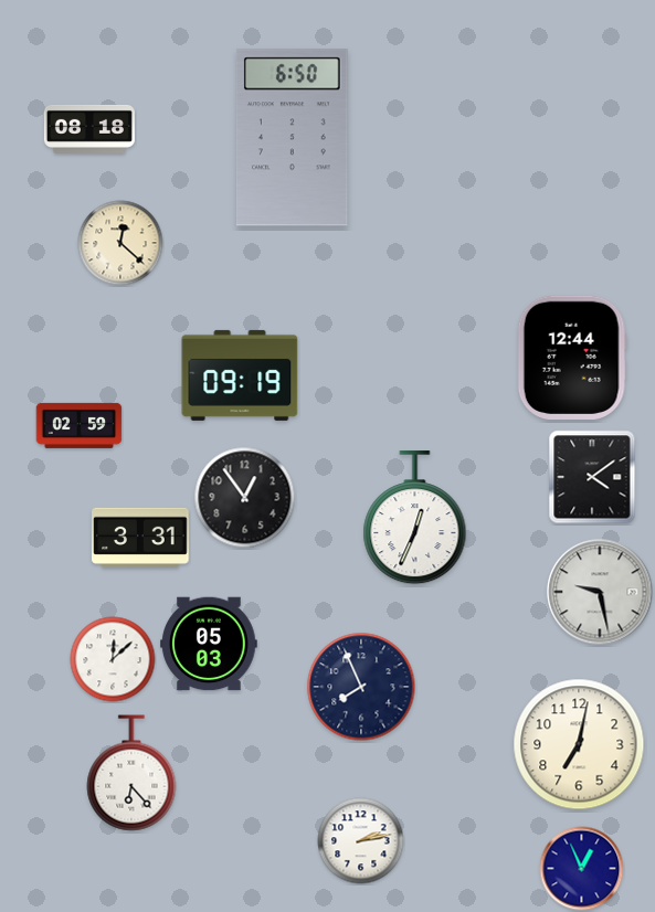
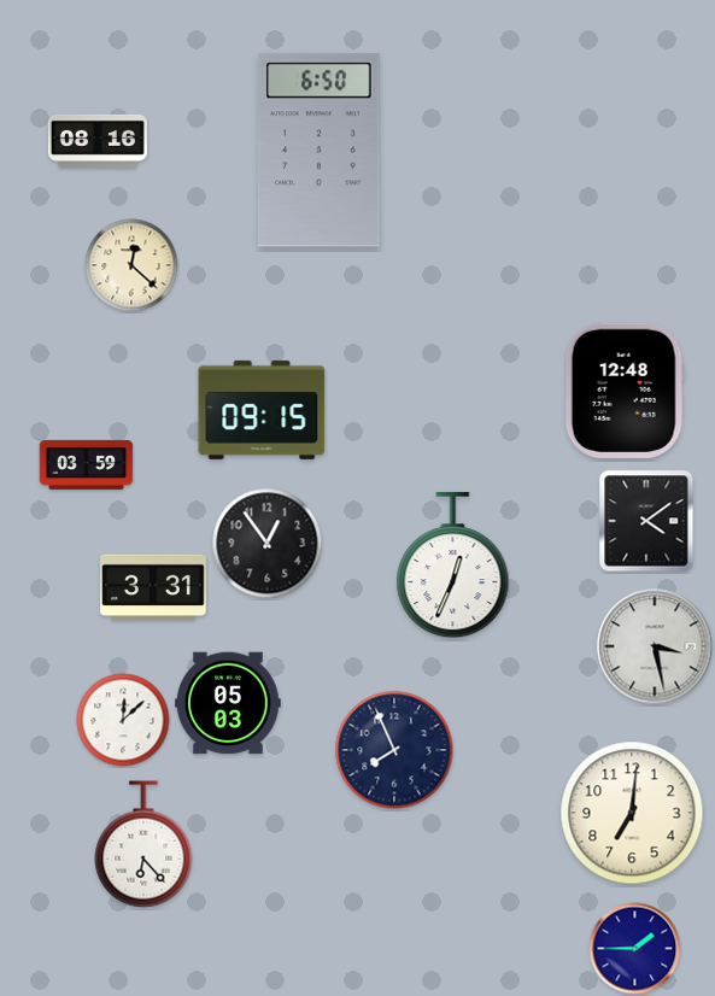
clock at (89, 129): 08:18 -> 08:16
clock at (572, 358): 12:44 -> 12:48
clock at (240, 375): 09:19 -> 09:15
clock at (80, 425): 02:59 -> 03:59
clock at (600, 592): 9:28 -> 3:28
clock at (579, 744): 7:02 -> 7:01
clock at (361, 841): 2:13 -> none
clock at (582, 869): 12:56 -> 1:45
